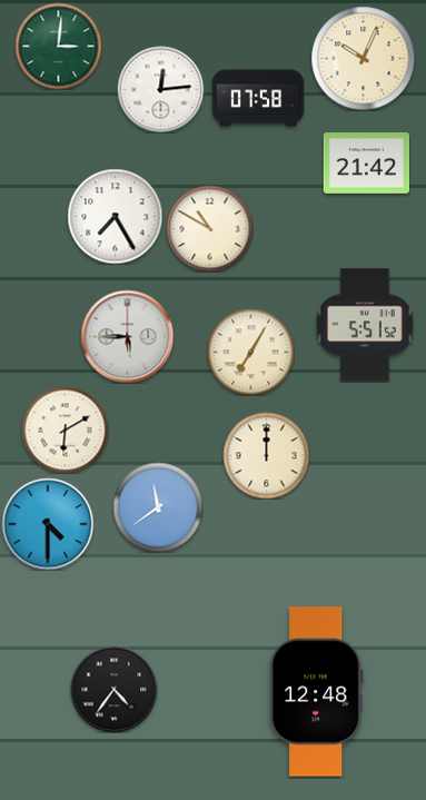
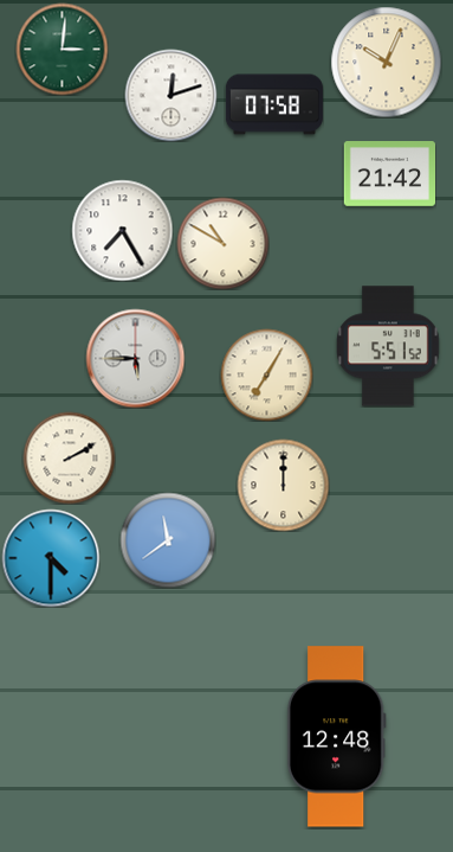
clock at (160, 89): 12:14 -> 12:12
clock at (65, 429): 6:10 -> 2:10
clock at (113, 689): 4:36 -> none
